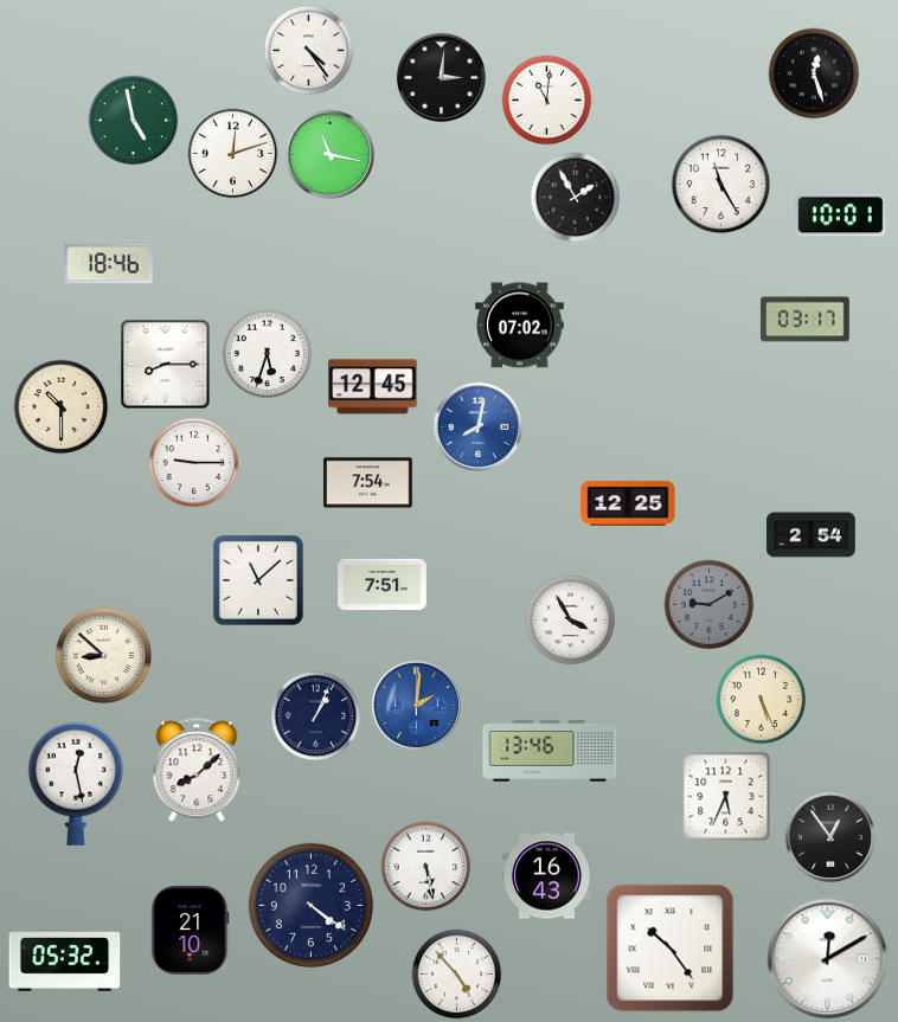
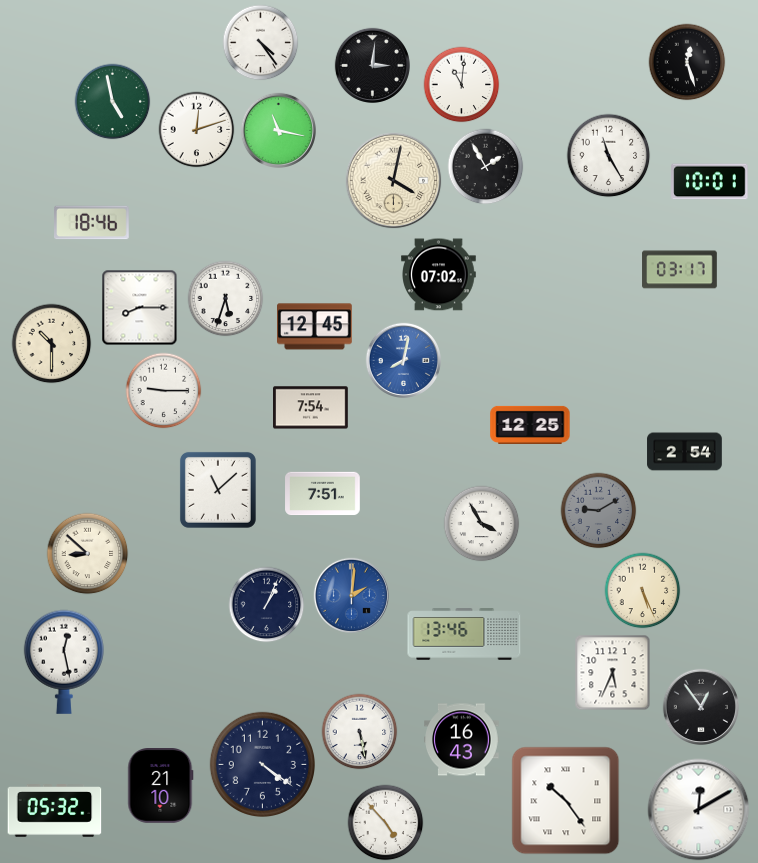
clock at (394, 181): none -> 4:02
clock at (197, 771): 8:08 -> none
